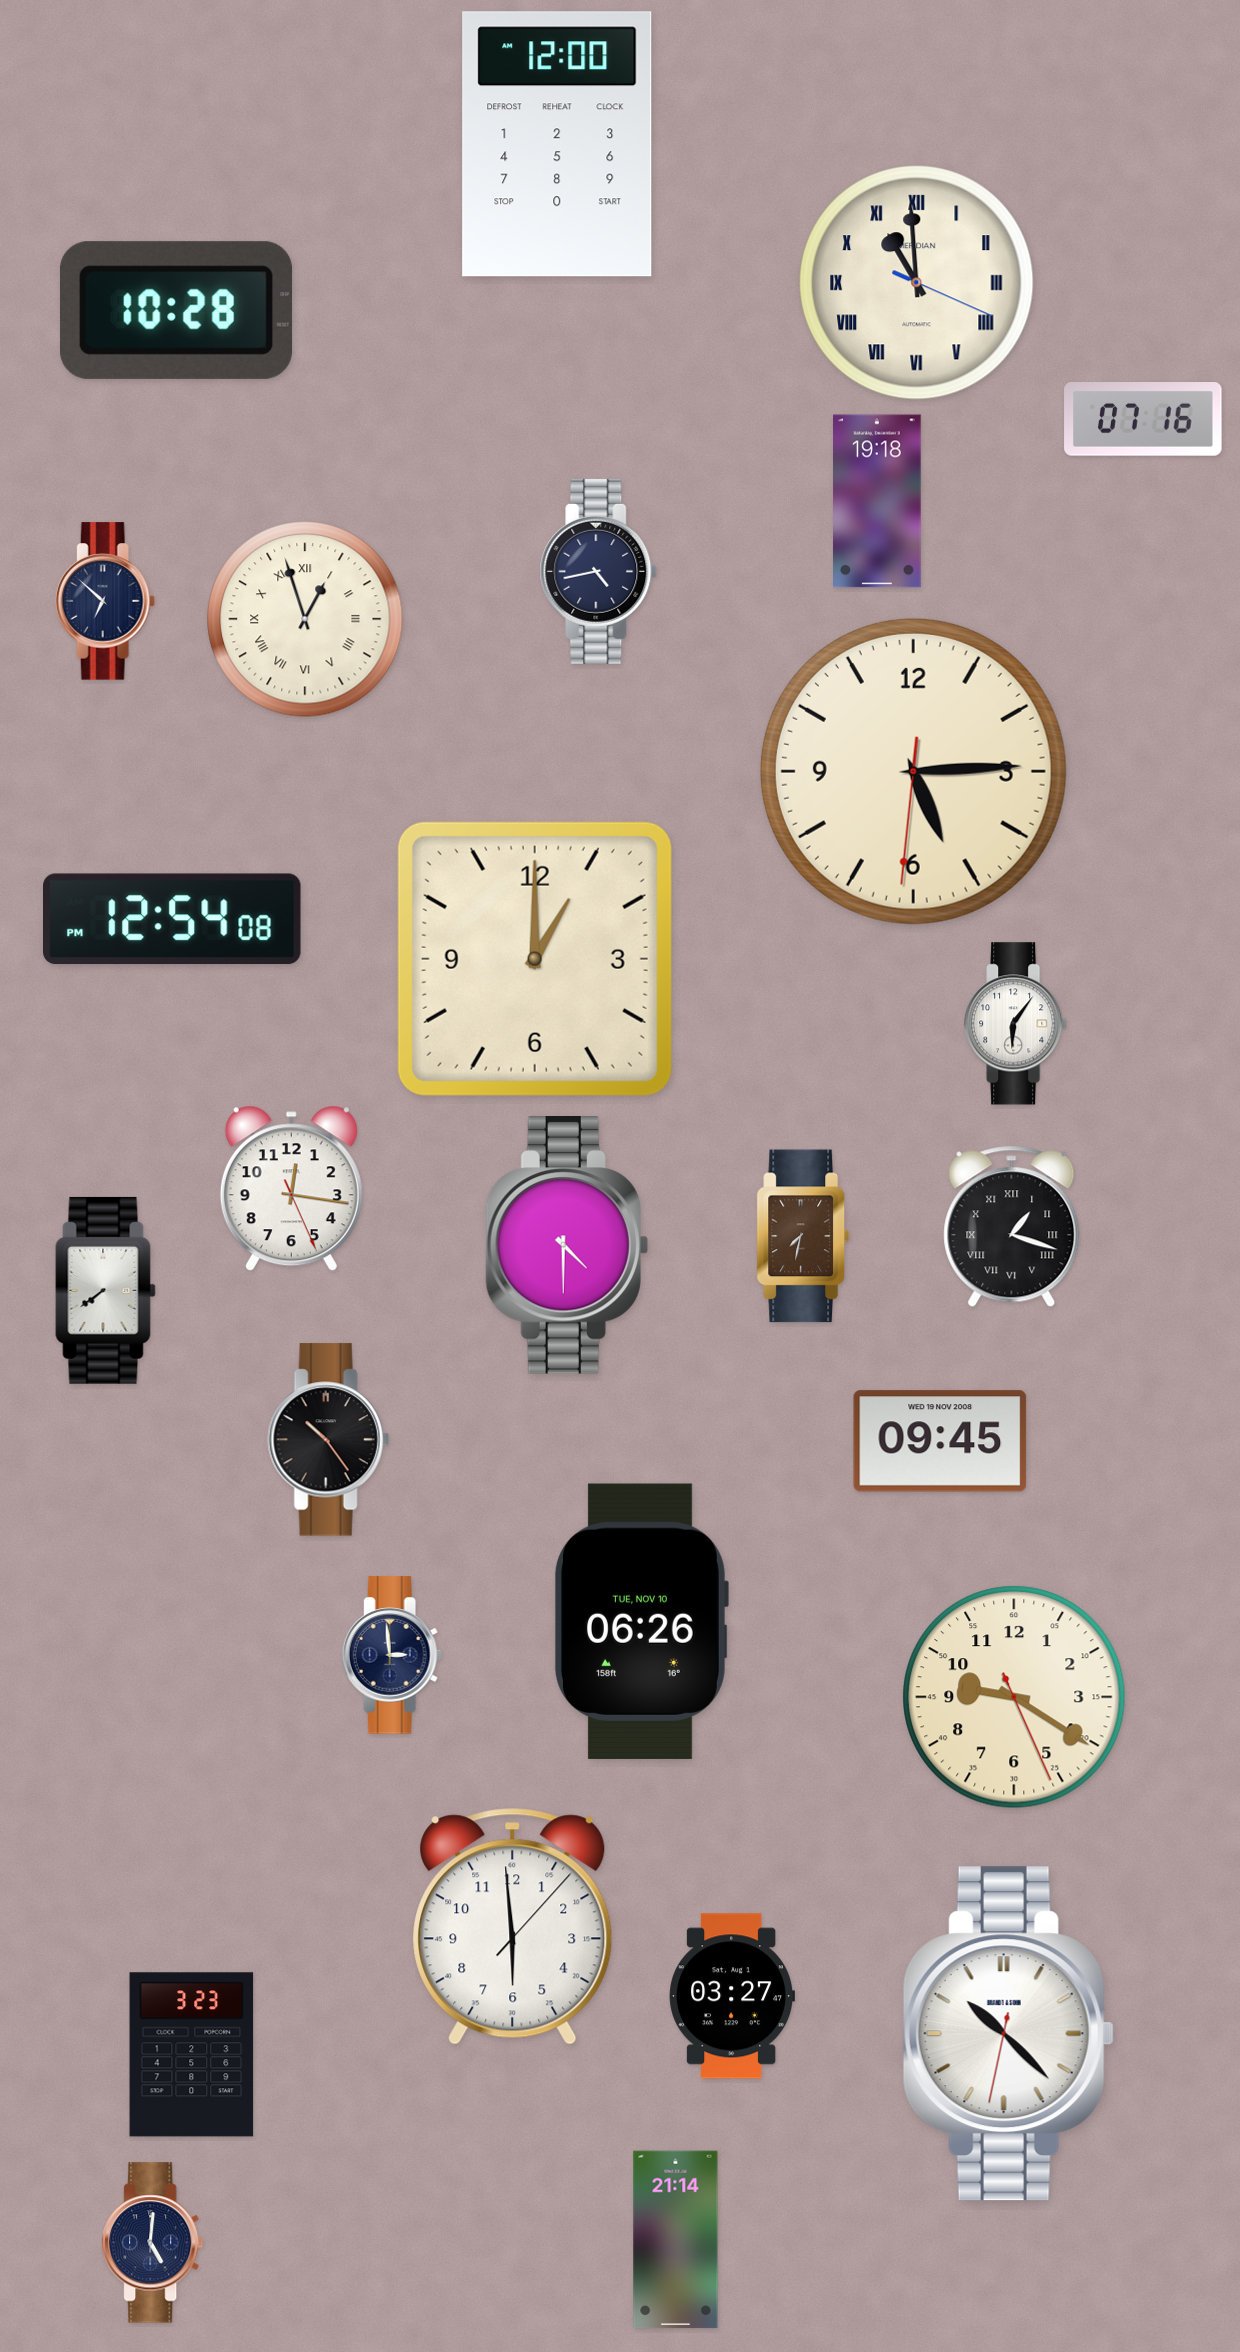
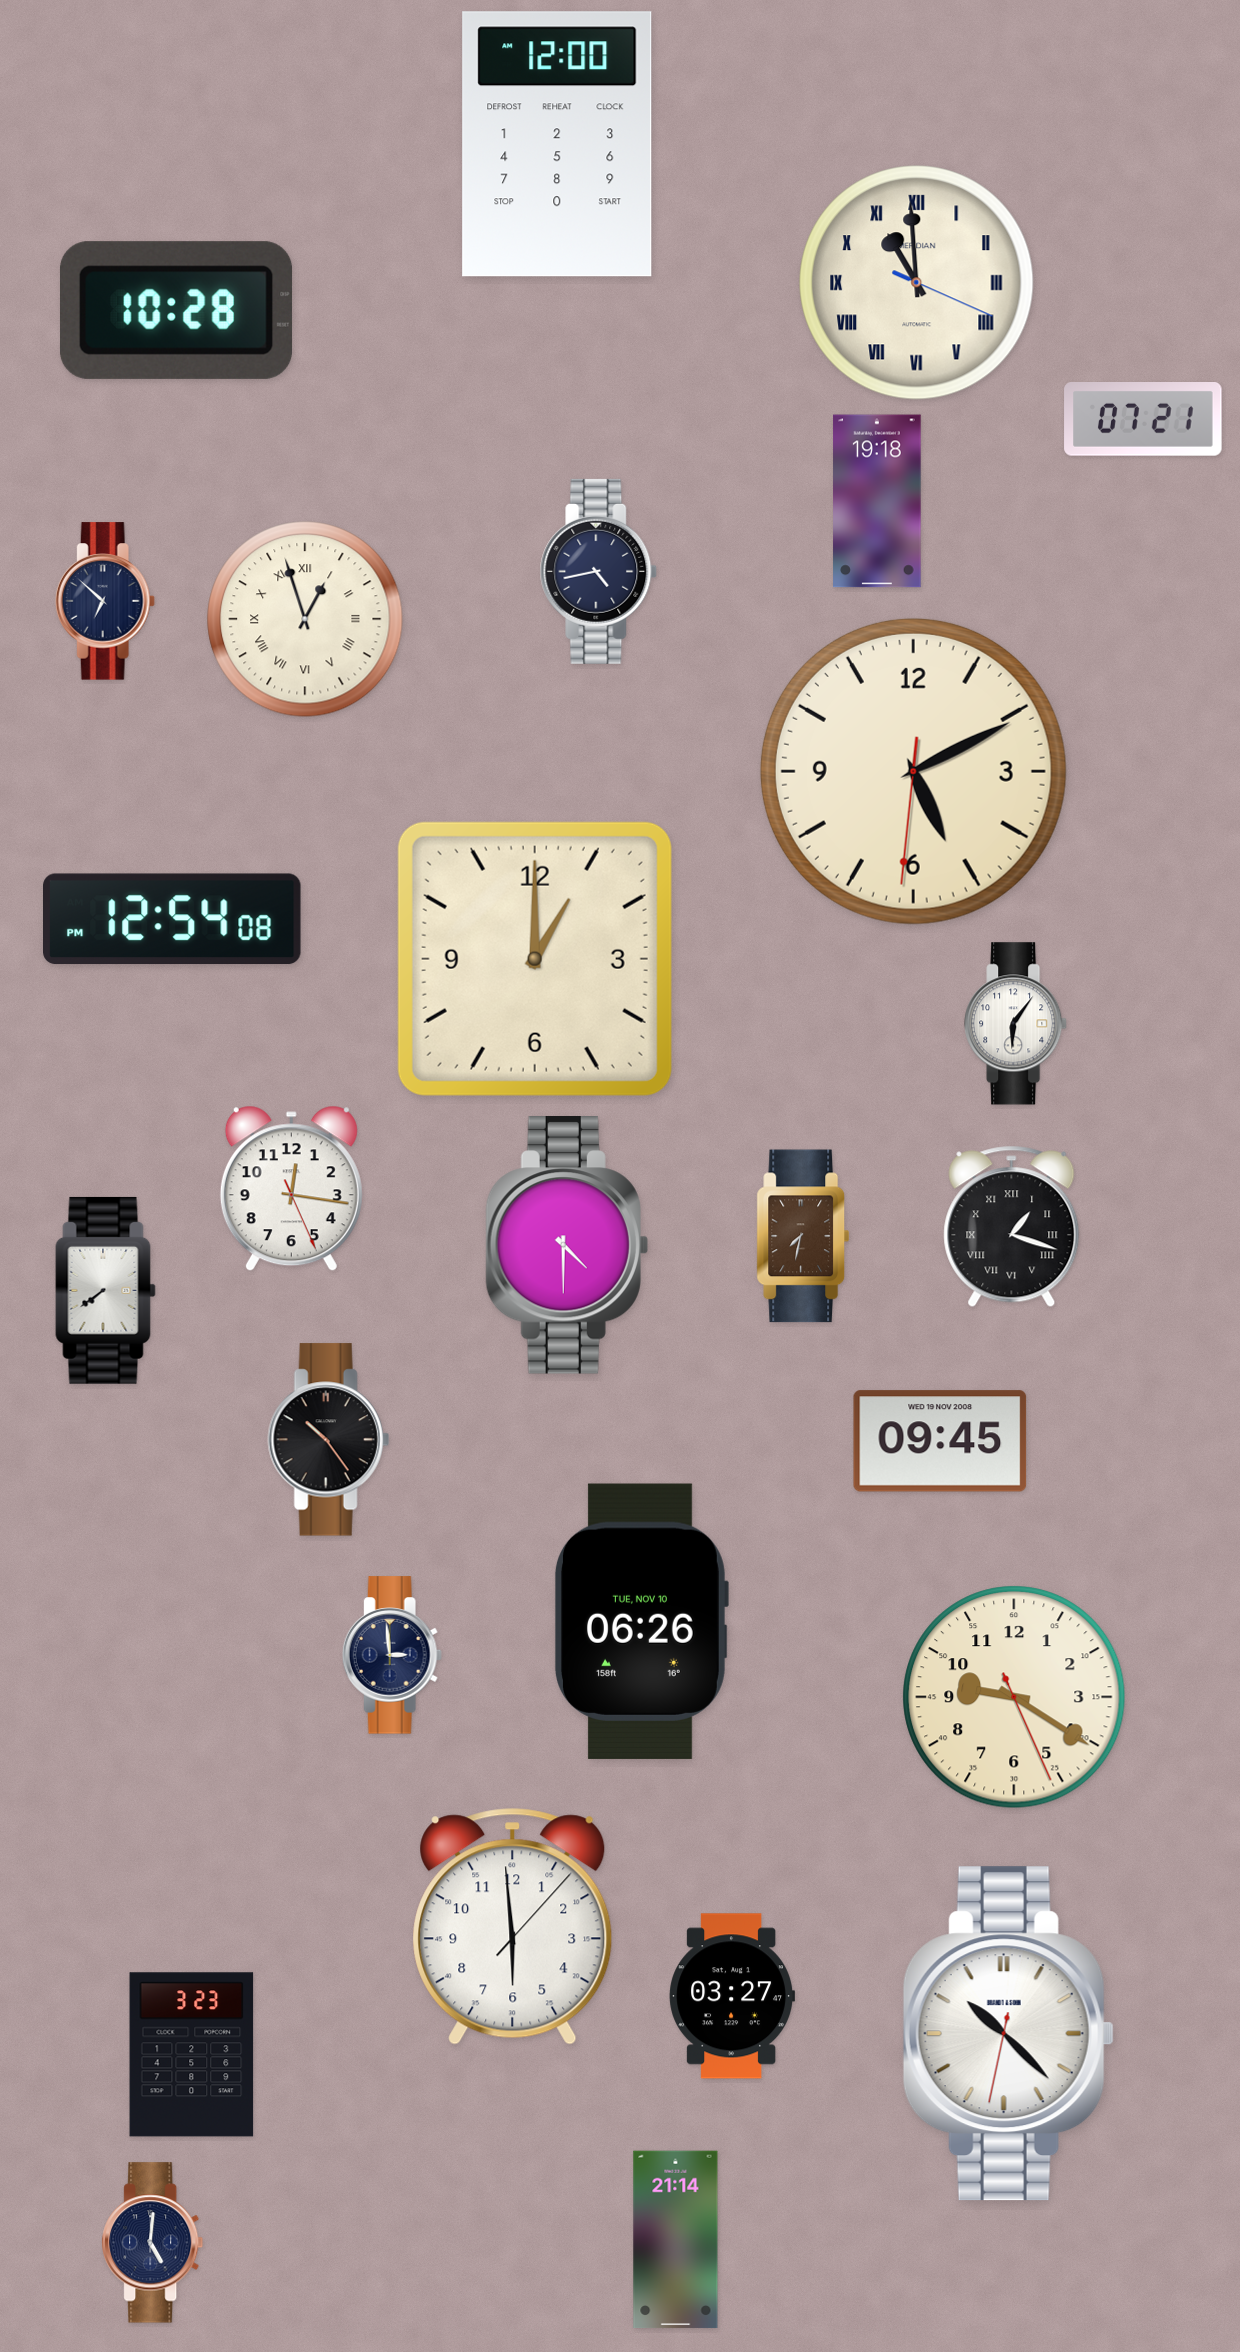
clock at (1143, 420): 07:16 -> 07:21
clock at (913, 771): 5:14 -> 5:10
